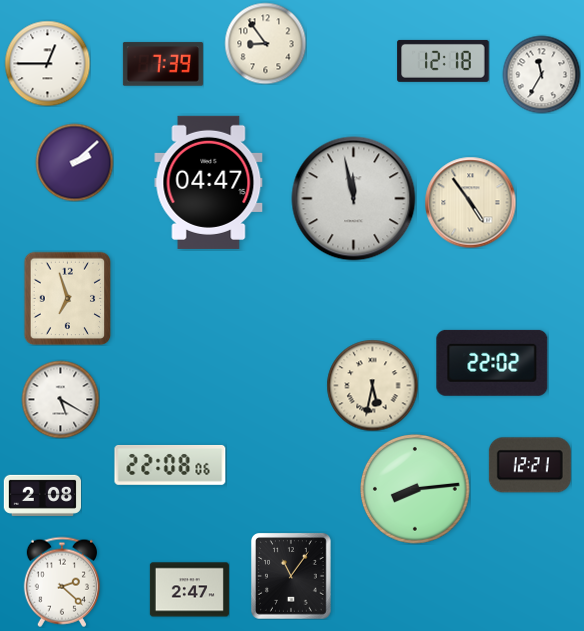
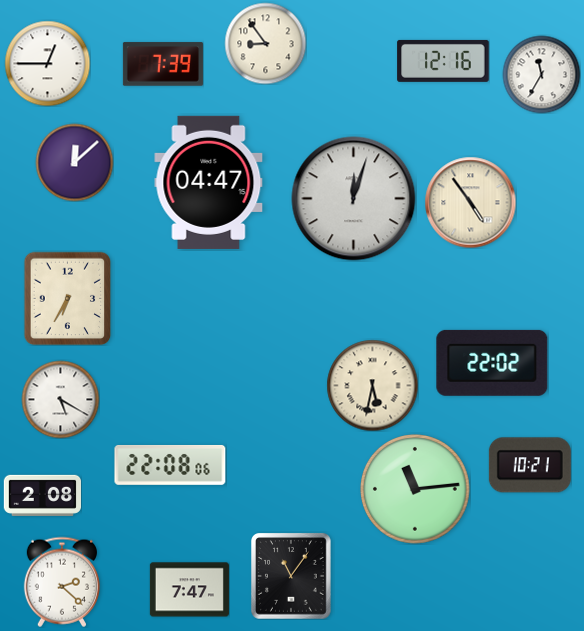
clock at (443, 61): 12:18 -> 12:16
clock at (74, 162): 2:08 -> 12:08
clock at (354, 199): 11:58 -> 12:03
clock at (68, 298): 6:57 -> 6:35
clock at (530, 465): 12:21 -> 10:21
clock at (416, 490): 8:14 -> 11:14
clock at (189, 590): 2:47 -> 7:47
